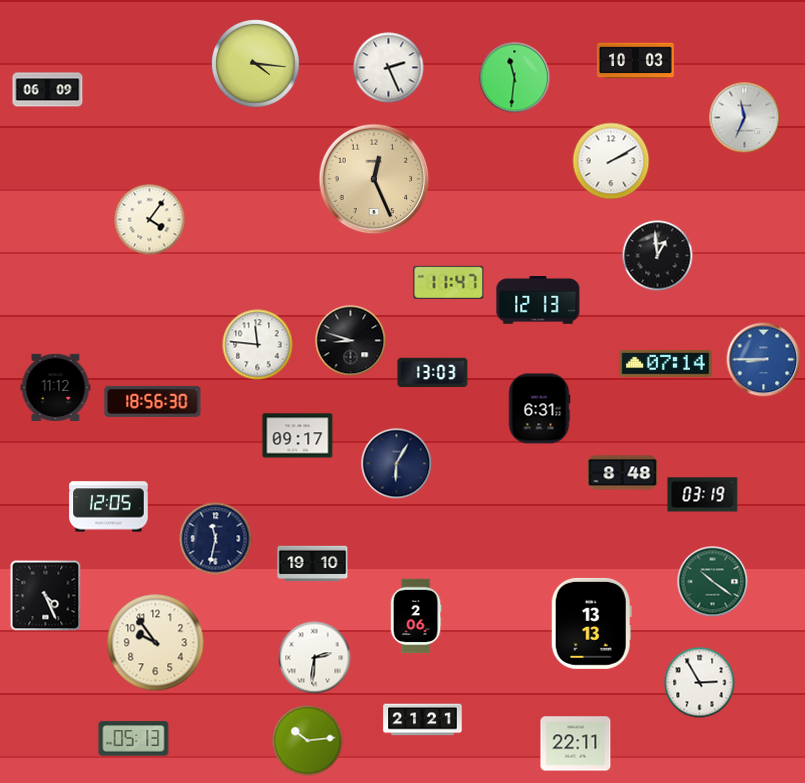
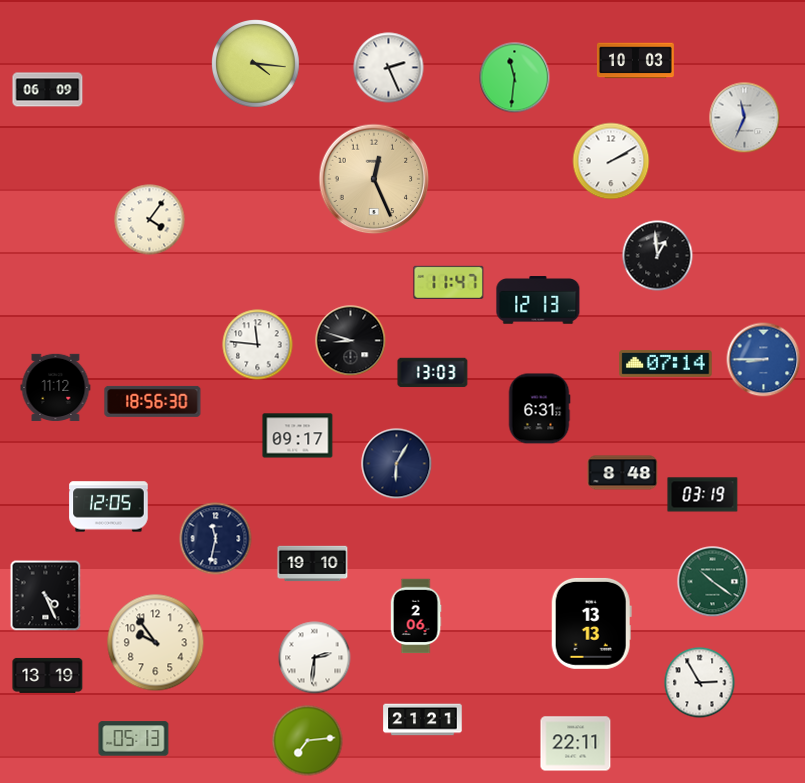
clock at (48, 675): none -> 13:19
clock at (308, 741): 10:14 -> 7:14
